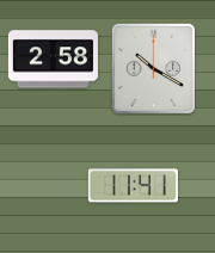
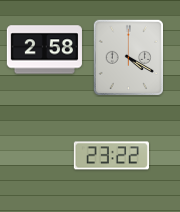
clock at (153, 68): 10:20 -> 4:20
clock at (133, 186): 11:41 -> 23:22
